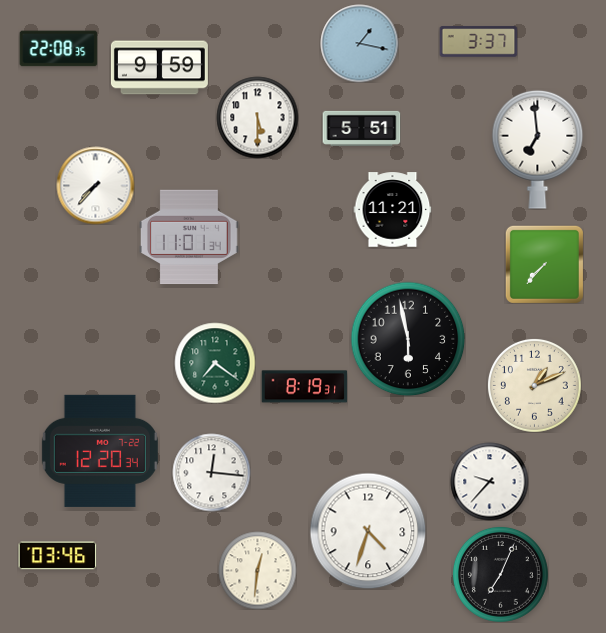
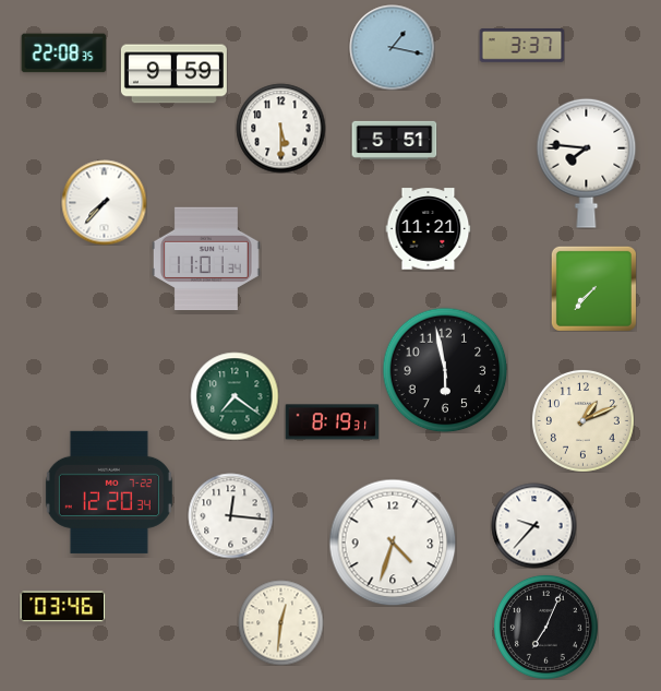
clock at (538, 149): 6:59 -> 7:46
clock at (368, 531) position: (368, 531) -> (393, 543)
